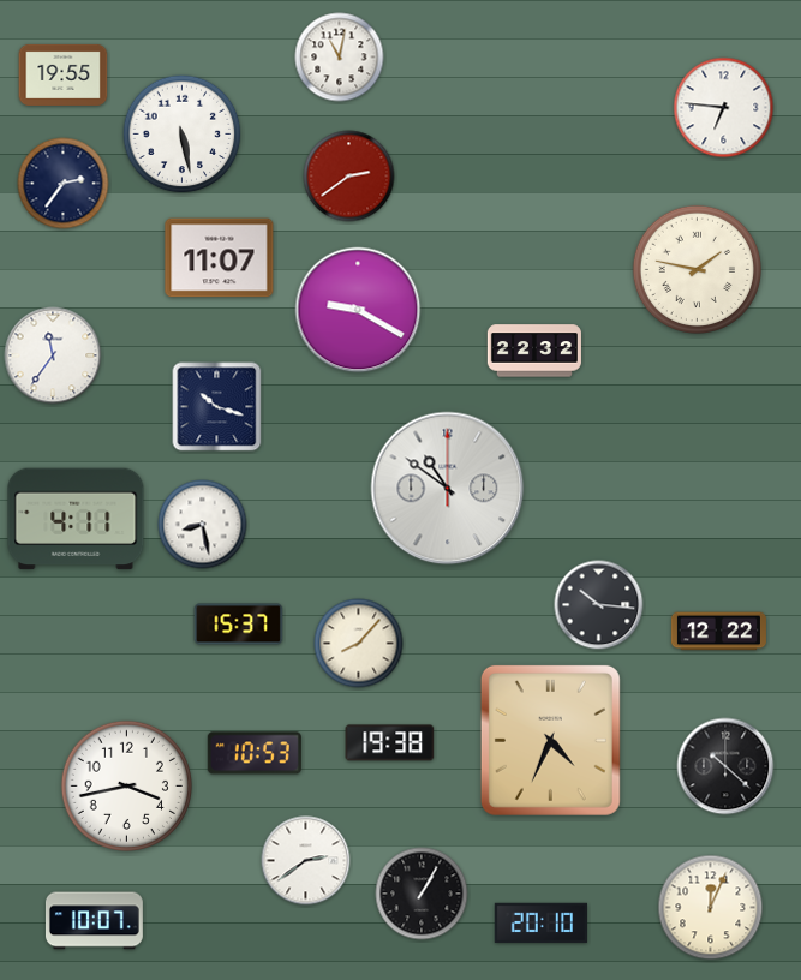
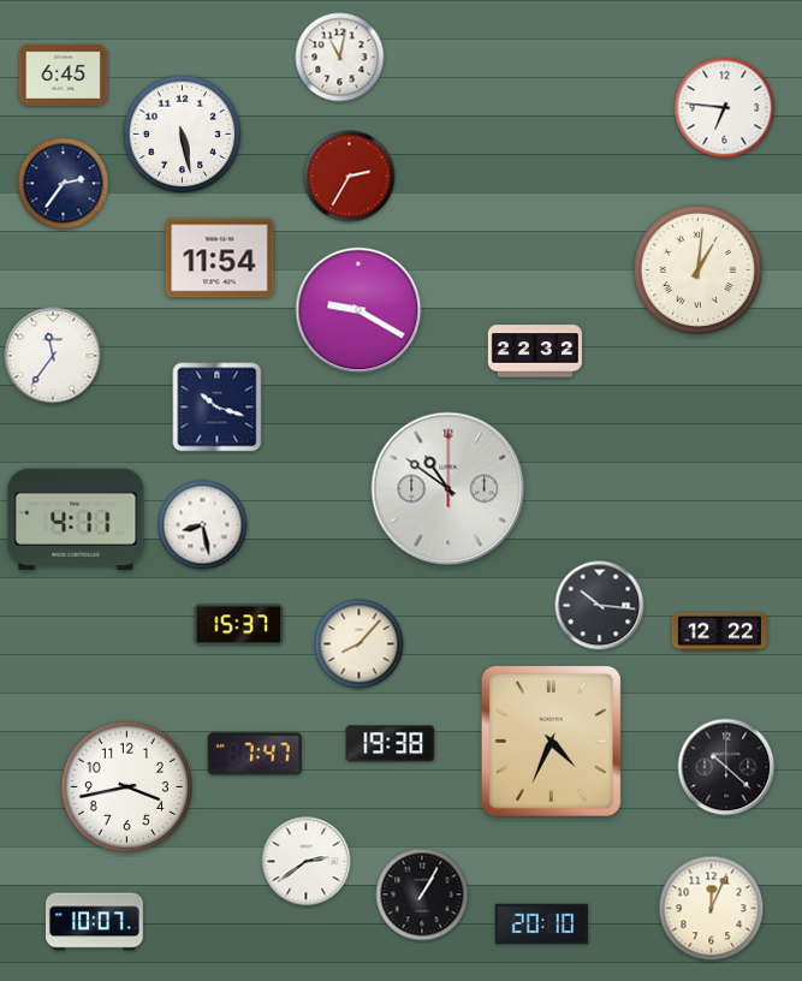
clock at (64, 74): 19:55 -> 6:45
clock at (349, 177): 2:39 -> 2:35
clock at (220, 258): 11:07 -> 11:54
clock at (697, 269): 1:47 -> 1:01
clock at (255, 753): 10:53 -> 7:47
